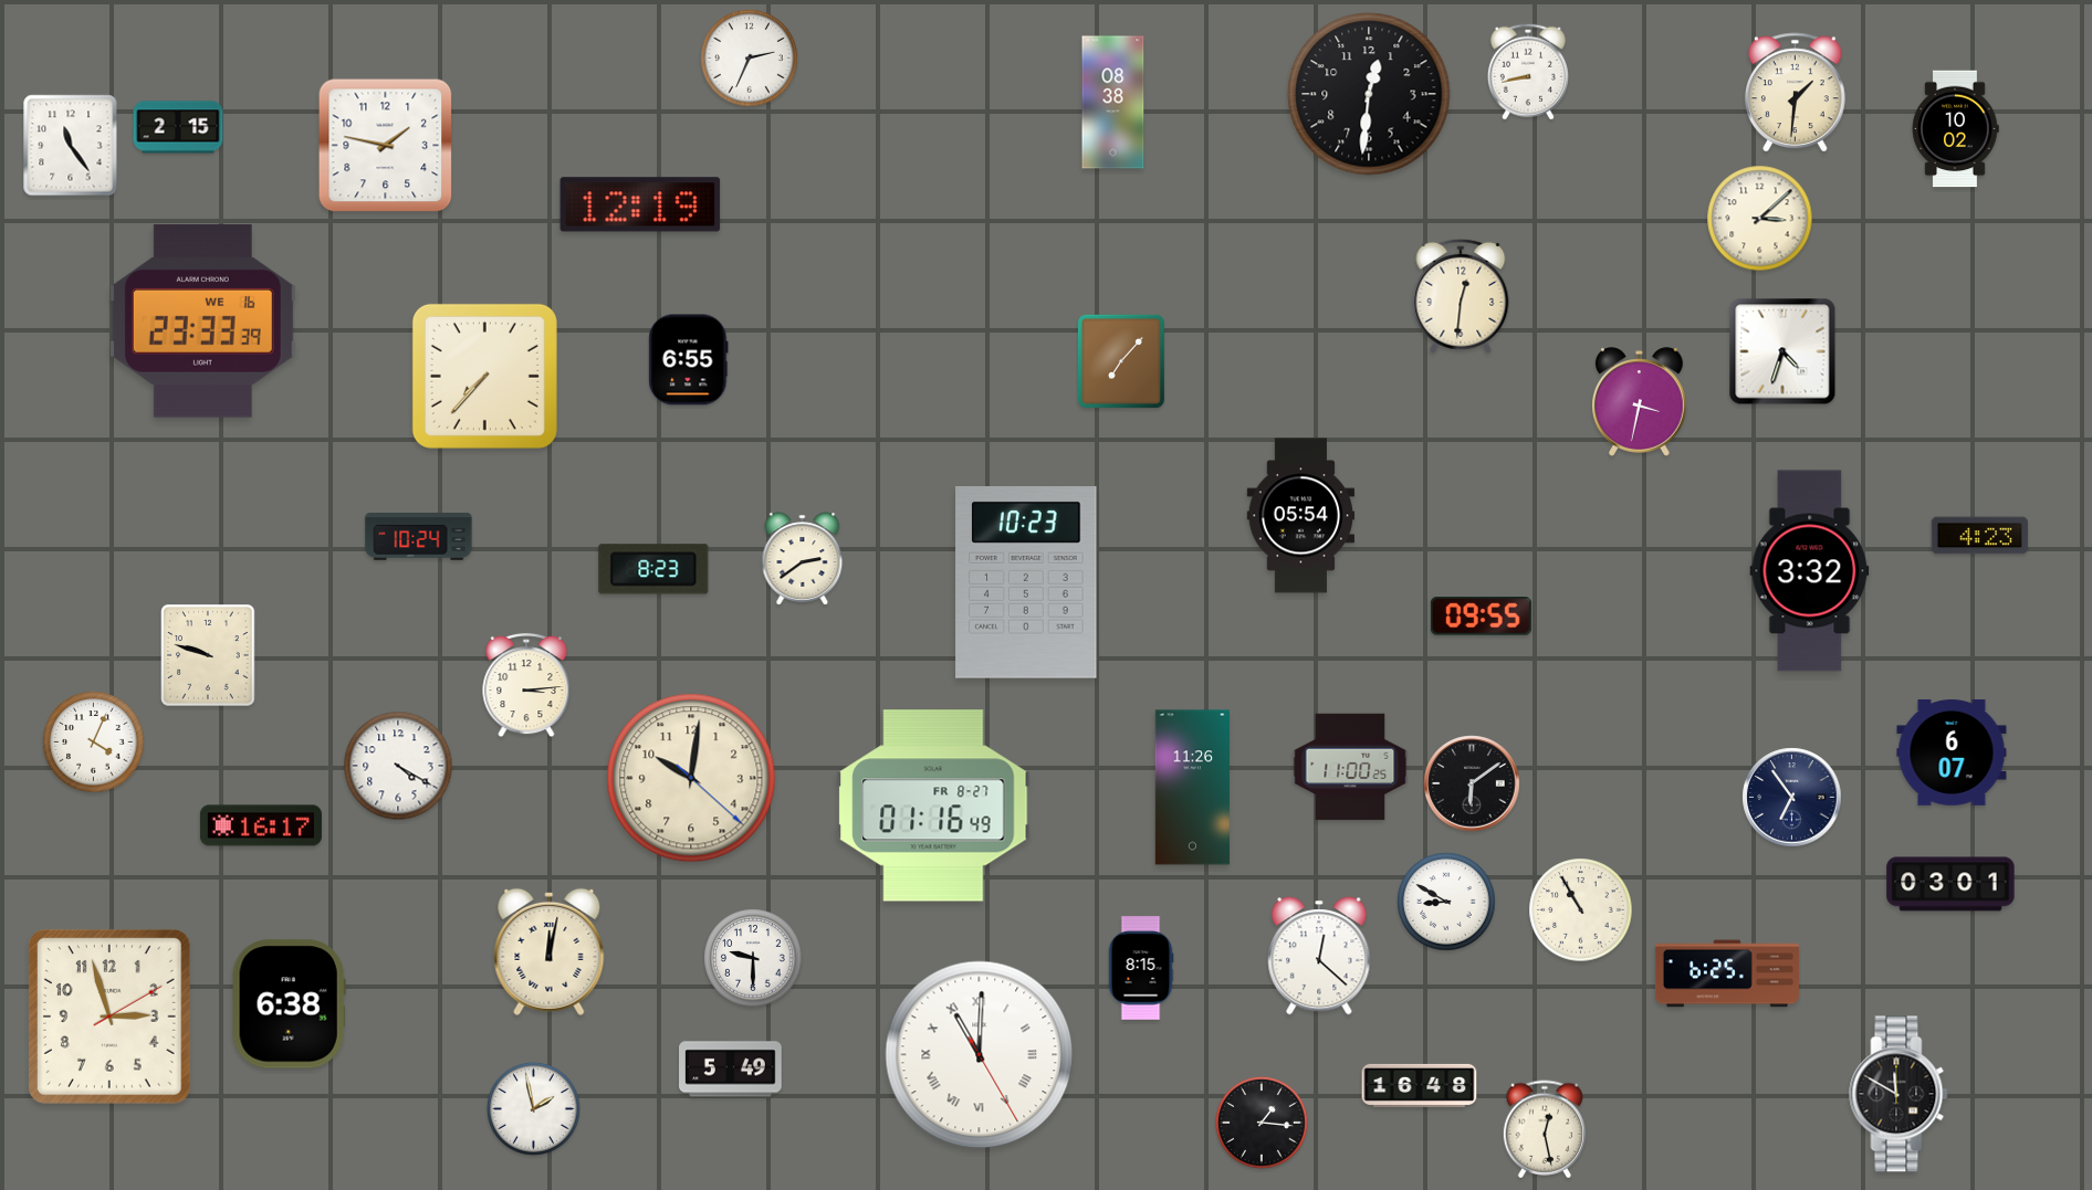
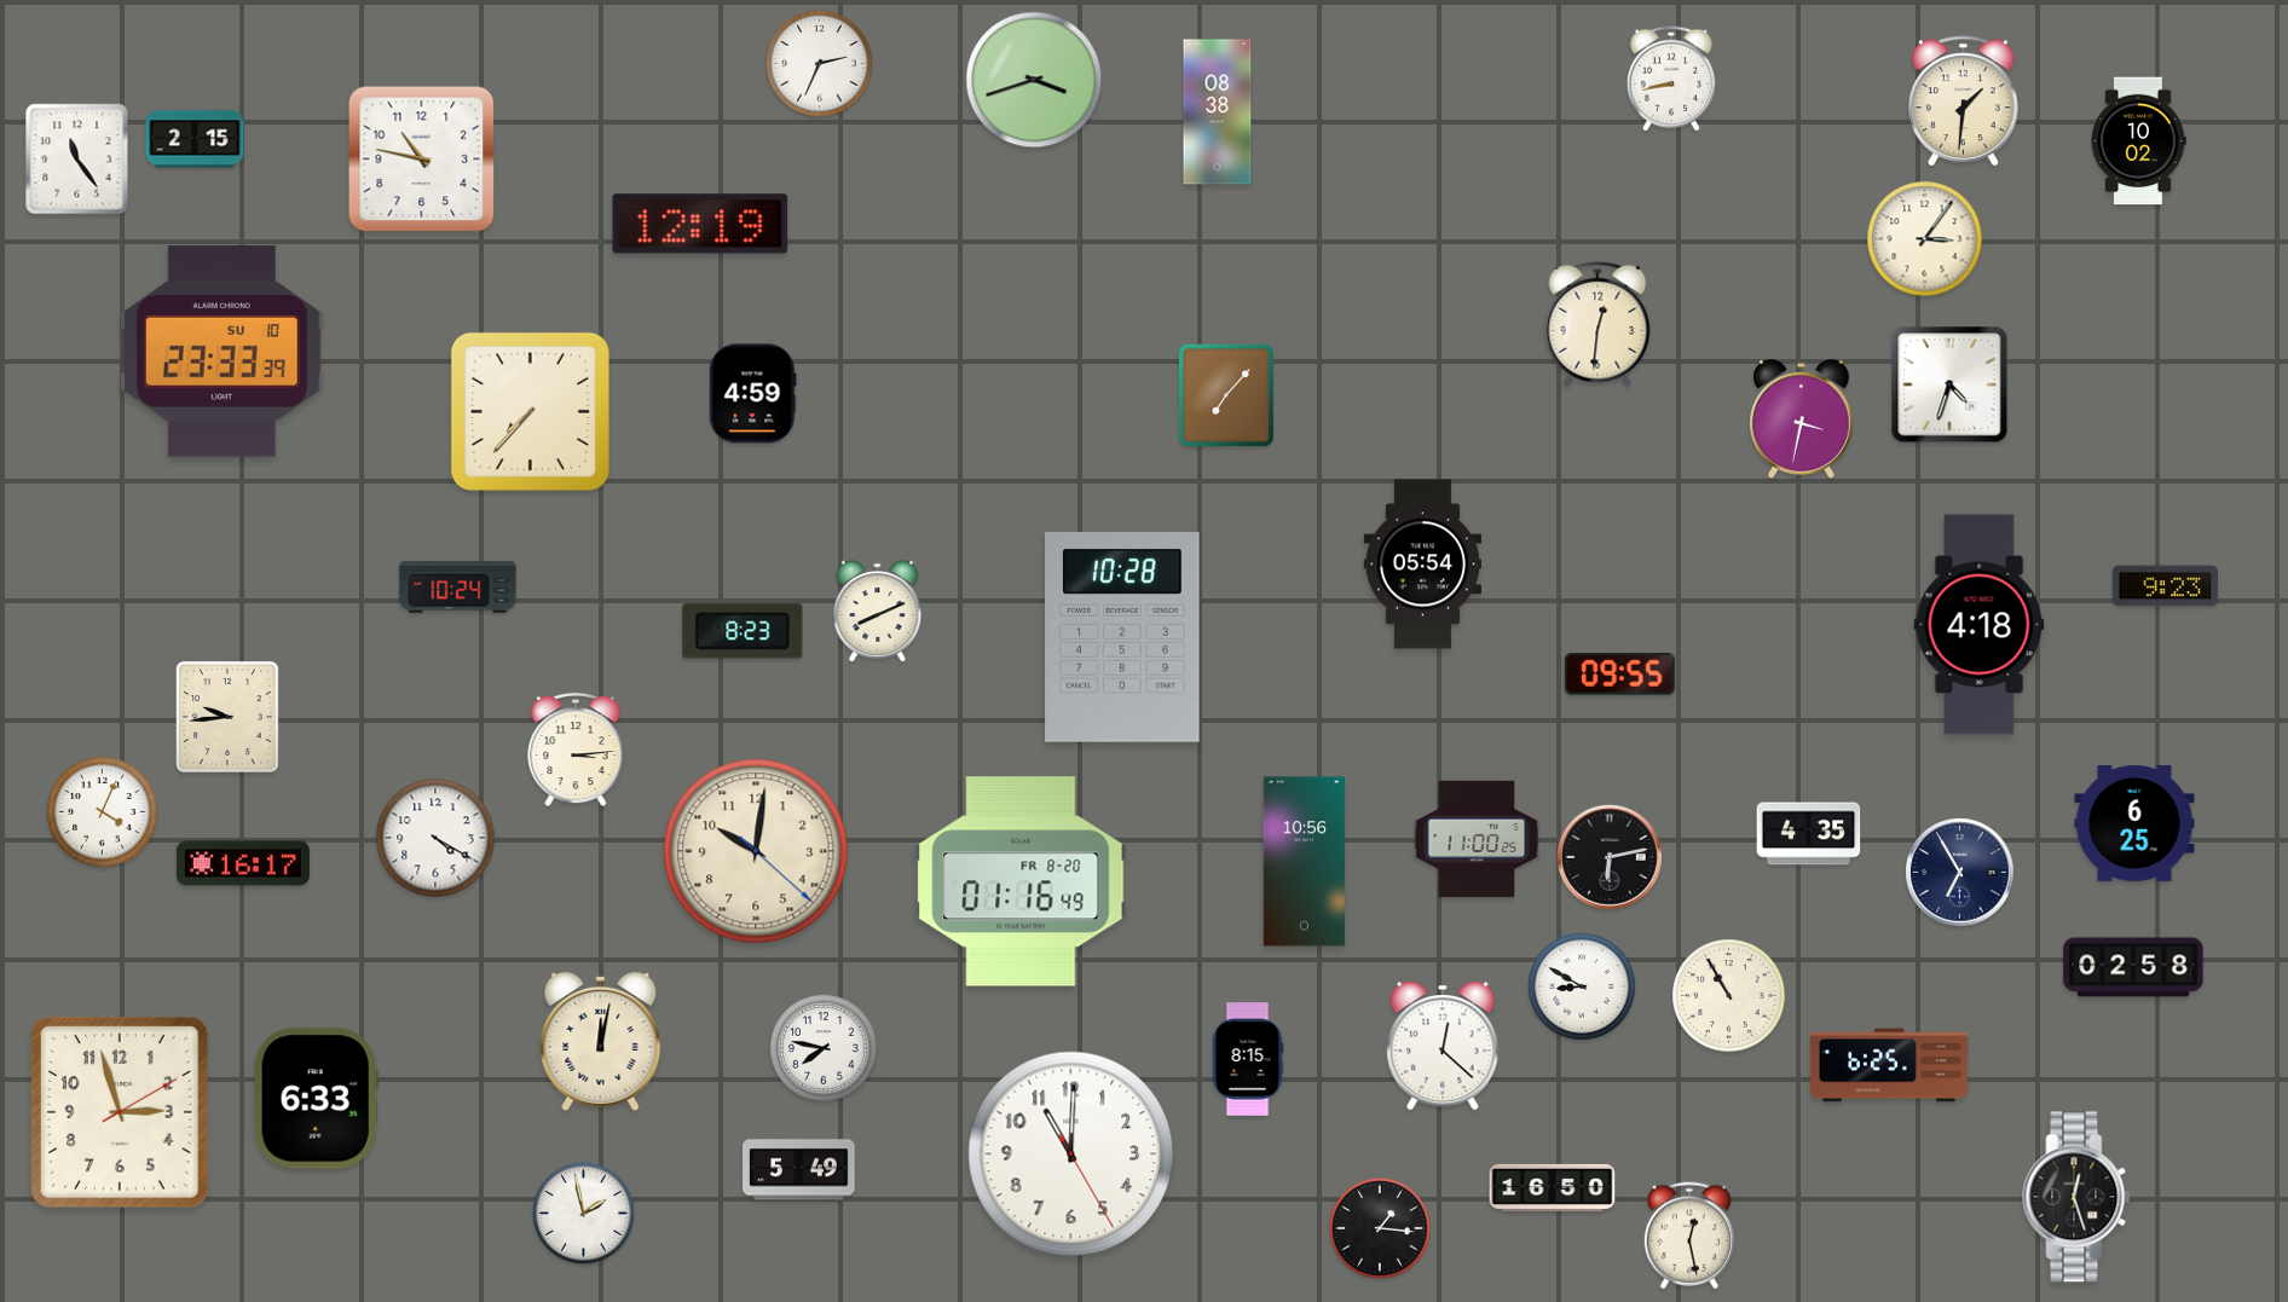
clock at (1034, 80): none -> 3:42
clock at (1369, 94): 12:31 -> none
clock at (386, 146): 1:47 -> 10:47
clock at (1760, 219): 3:08 -> 3:06
clock at (202, 322) date: WE 16 -> SU 10
clock at (689, 360): 6:55 -> 4:59
clock at (1640, 402) position: (1640, 402) -> (1802, 419)
clock at (1980, 536): 4:23 -> 9:23
clock at (803, 559): 2:39 -> 8:11
clock at (653, 569) position: (653, 569) -> (743, 631)
clock at (1810, 571): 3:32 -> 4:18
clock at (1026, 583): 10:23 -> 10:28
clock at (208, 655): 9:48 -> 9:44
clock at (1952, 754): 6:07 -> 6:25
clock at (1809, 834): none -> 4:35
clock at (1472, 783): 6:09 -> 6:13
clock at (1192, 788): 11:26 -> 10:56
clock at (1792, 798): 6:54 -> 6:55
clock at (933, 805) date: FR 8-27 -> FR 8-20
clock at (261, 825) position: (261, 825) -> (243, 863)
clock at (1950, 884): 03:01 -> 02:58
clock at (753, 958): 9:30 -> 7:47
clock at (289, 1004): 6:38 -> 6:33
clock at (980, 1055) numerals: Roman -> Arabic
clock at (1420, 1085): 16:48 -> 16:50
clock at (1899, 1094): 11:50 -> 12:27
